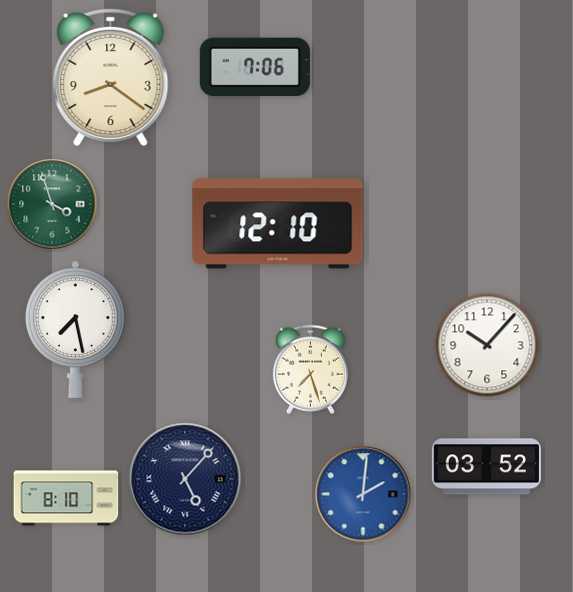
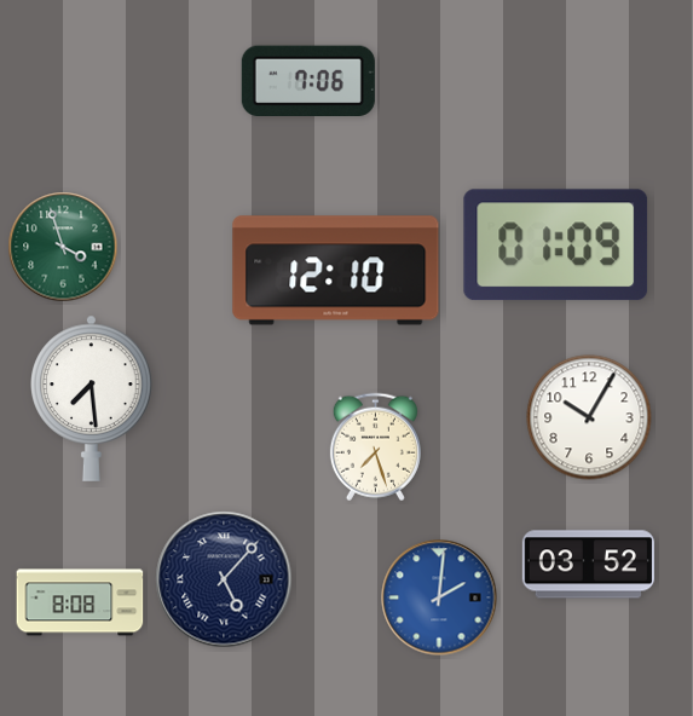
clock at (111, 78): 8:21 -> none
clock at (556, 246): none -> 01:09
clock at (76, 329): 7:28 -> 7:29
clock at (487, 345): 10:07 -> 10:05
clock at (66, 498): 8:10 -> 8:08
